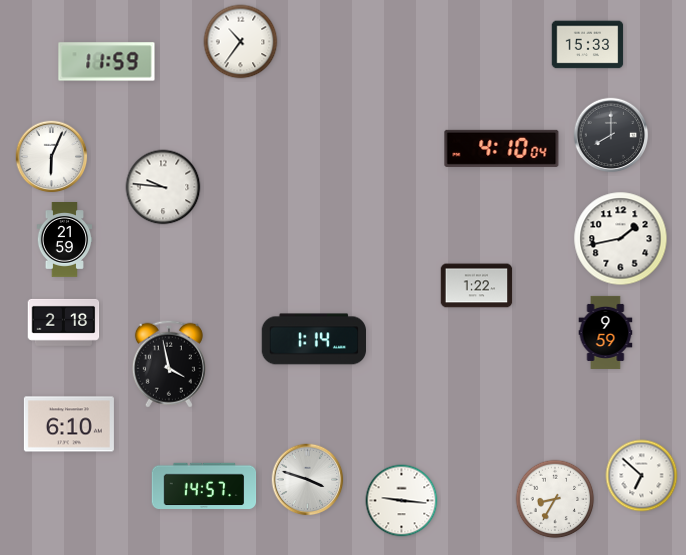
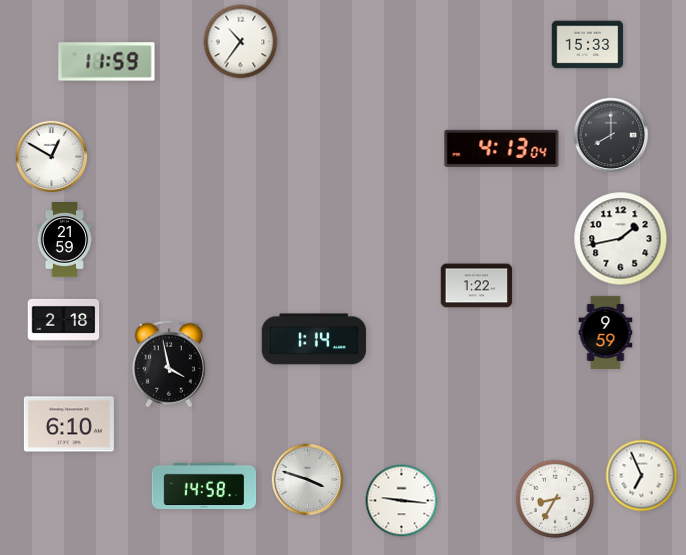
clock at (502, 148): 4:10 -> 4:13
clock at (52, 157): 6:04 -> 12:50
clock at (163, 187): 9:46 -> none
clock at (642, 476): 6:52 -> 6:56
clock at (204, 486): 14:57 -> 14:58
